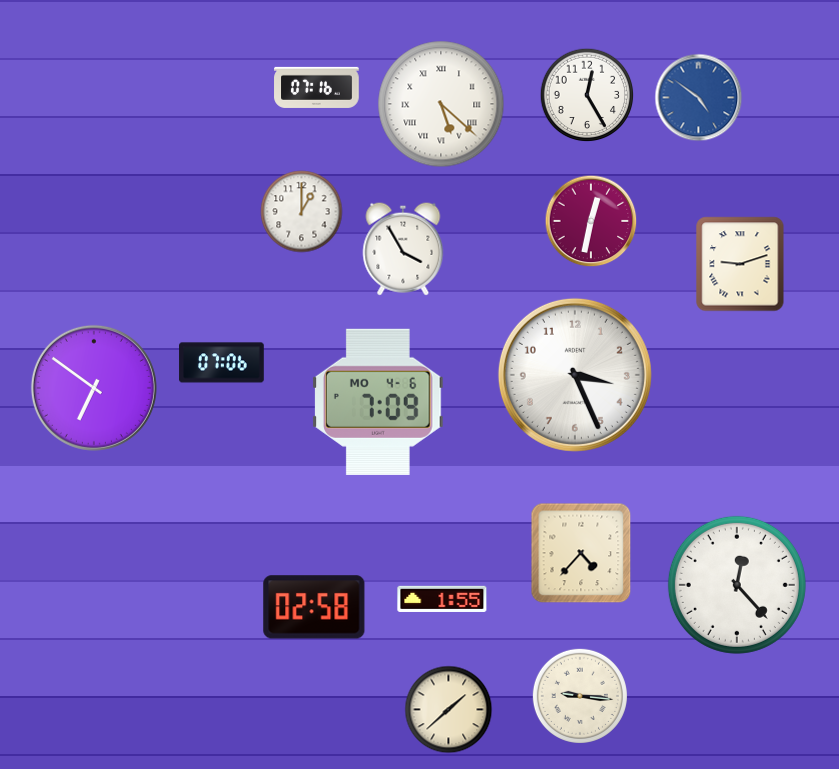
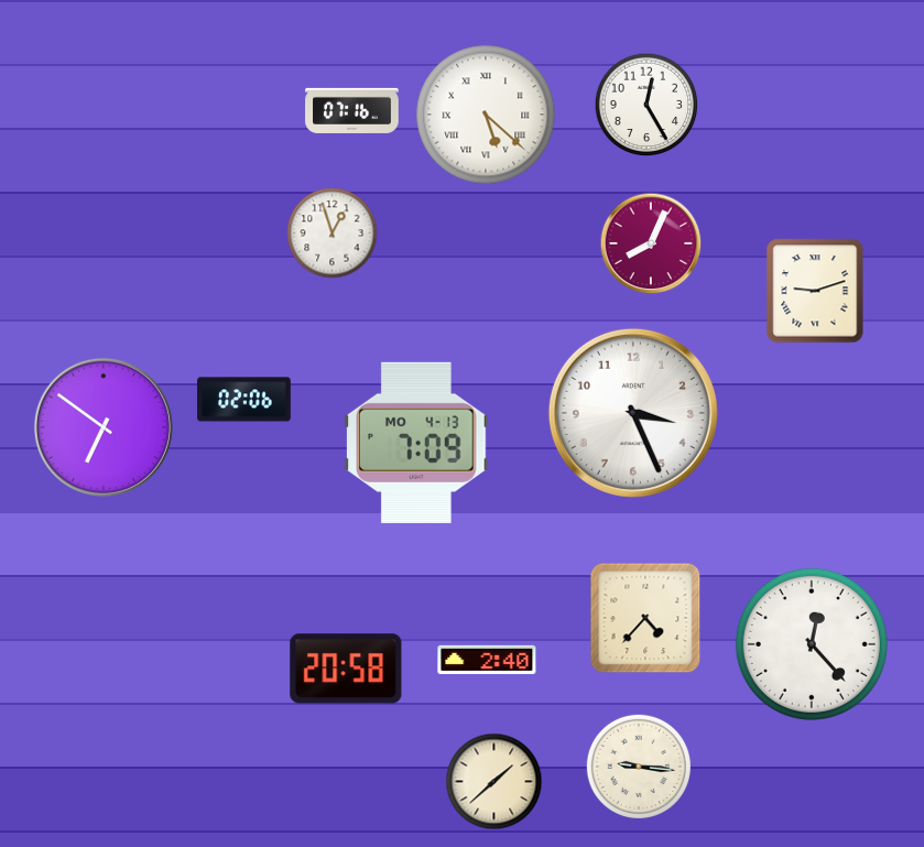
clock at (317, 87) position: (317, 87) -> (352, 110)
clock at (699, 98): 4:51 -> none
clock at (302, 212): 1:00 -> 12:57
clock at (591, 221): 12:32 -> 8:04
clock at (403, 249): 3:55 -> none
clock at (222, 363): 07:06 -> 02:06
clock at (379, 402) date: MO 4-6 -> MO 4-13
clock at (581, 553) position: (581, 553) -> (645, 618)
clock at (442, 599): 1:55 -> 2:40
clock at (314, 607): 02:58 -> 20:58
